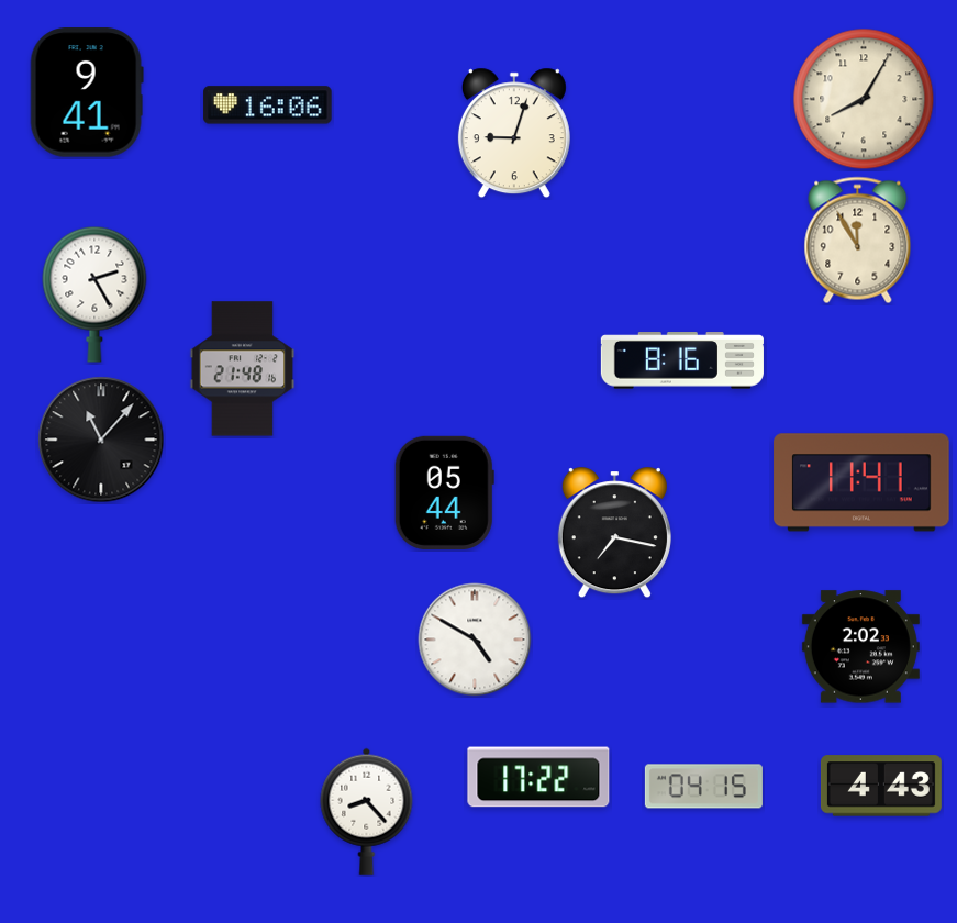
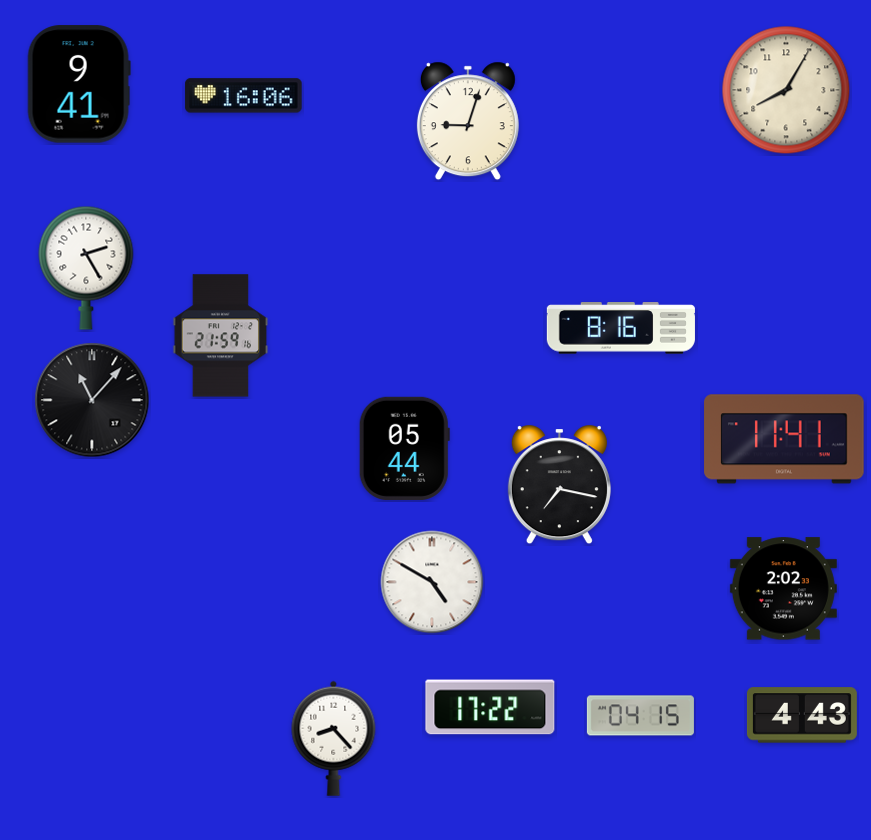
clock at (858, 241): 11:55 -> none
clock at (243, 369): 21:48 -> 21:59
